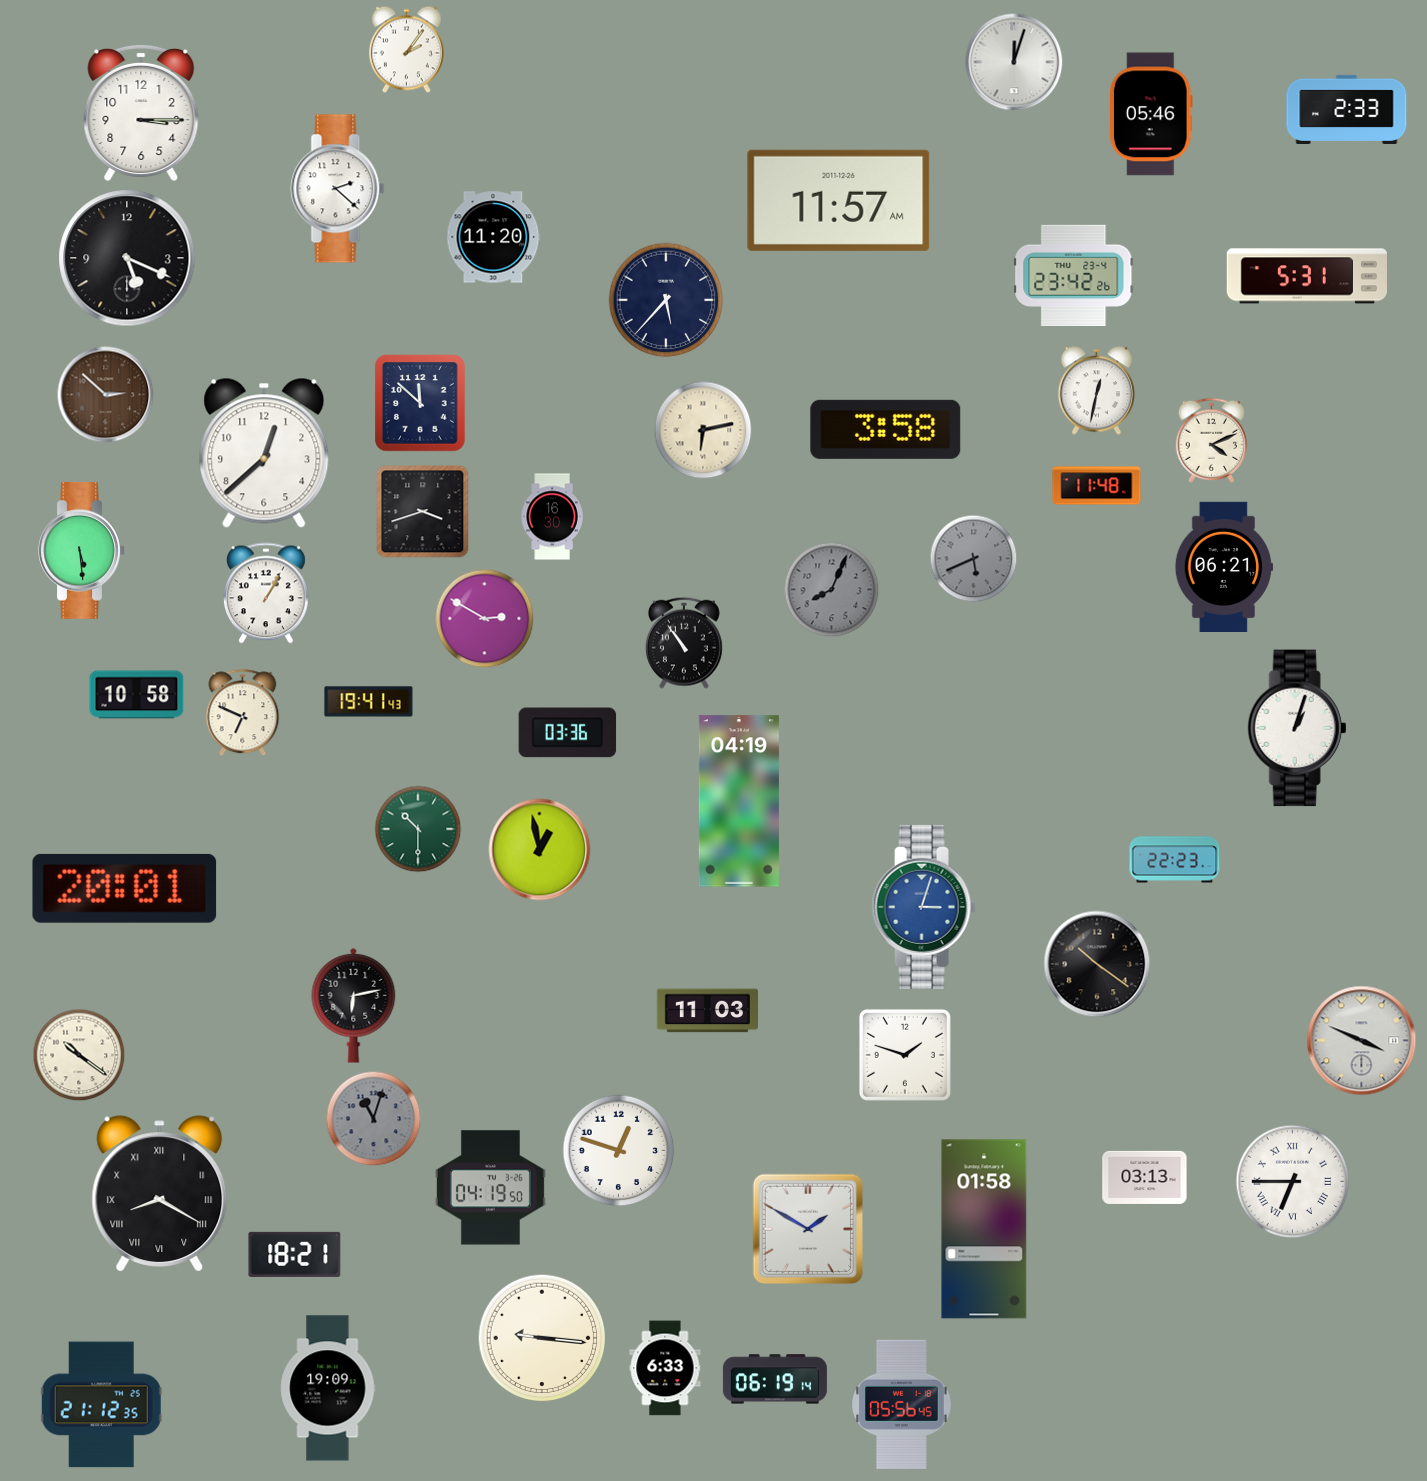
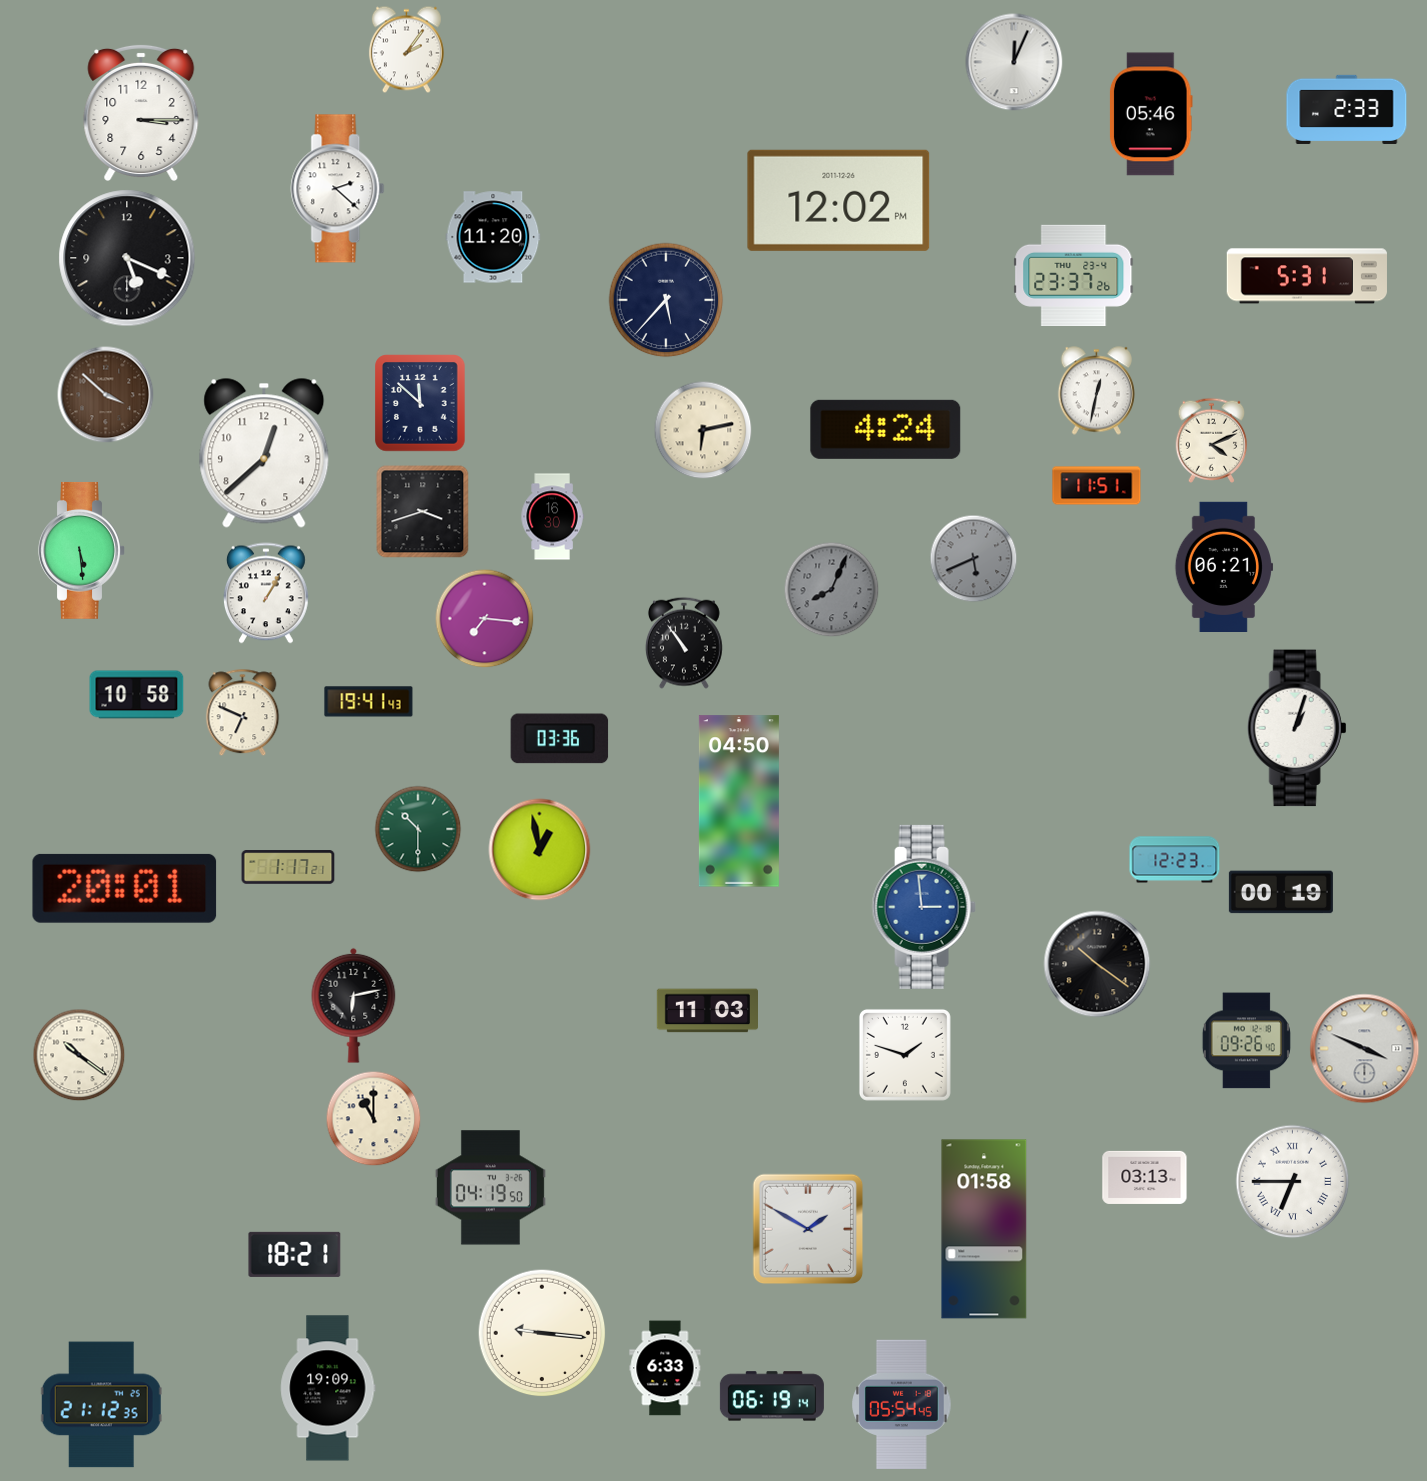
clock at (1014, 62): 12:03 -> 12:04
clock at (839, 200): 11:57 -> 12:02
clock at (1074, 275): 23:42 -> 23:37
clock at (106, 395): 2:52 -> 3:52
clock at (886, 429): 3:58 -> 4:24
clock at (1097, 486): 11:48 -> 11:51
clock at (485, 619): 2:50 -> 7:16
clock at (568, 733) position: (568, 733) -> (560, 739)
clock at (739, 801): 04:19 -> 04:50
clock at (1175, 860): 22:23 -> 12:23
clock at (288, 867): none -> 1:17
clock at (1281, 892): none -> 00:19
clock at (924, 907): 3:03 -> 2:59
clock at (1246, 1041): none -> 09:26
clock at (1362, 1041) position: (1362, 1041) -> (1365, 1049)
clock at (374, 1119): 11:03 -> 11:00
clock at (374, 1119) dial: grey -> cream
clock at (619, 1151): 12:48 -> none
clock at (160, 1193): 8:20 -> none
clock at (542, 1338) position: (542, 1338) -> (542, 1333)
clock at (775, 1379) position: (775, 1379) -> (772, 1396)
clock at (902, 1405): 05:56 -> 05:54
